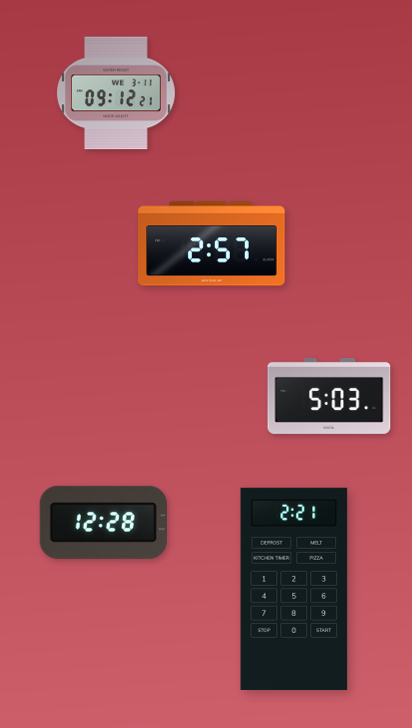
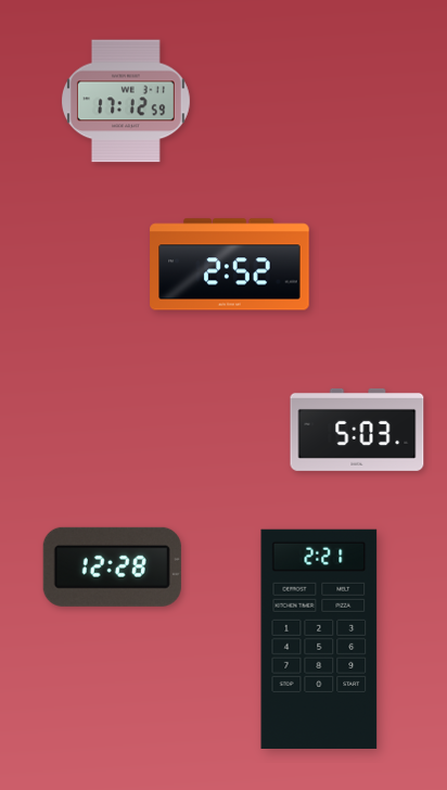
clock at (116, 93): 09:12 -> 17:12
clock at (212, 244): 2:57 -> 2:52
